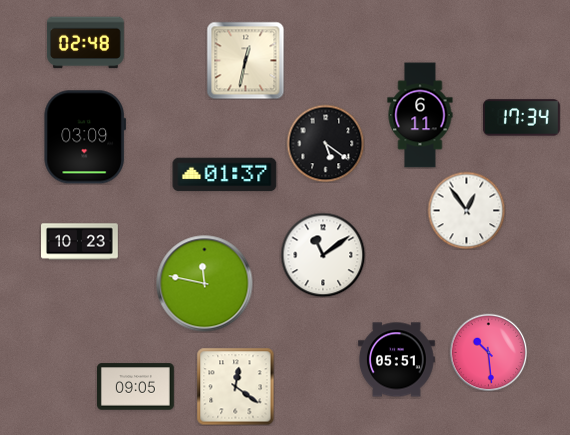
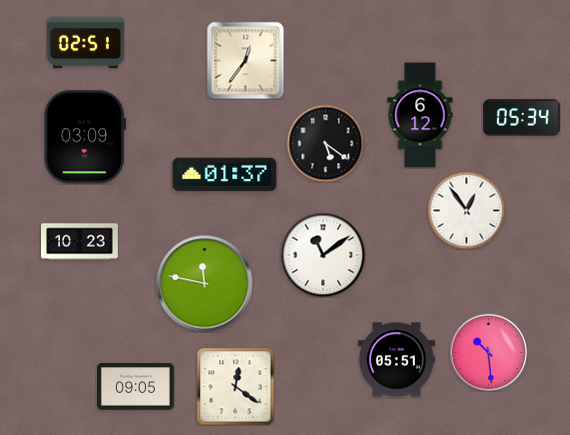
clock at (85, 43): 02:48 -> 02:51
clock at (245, 60): 12:32 -> 12:36
clock at (420, 115): 6:11 -> 6:12
clock at (521, 118): 17:34 -> 05:34
